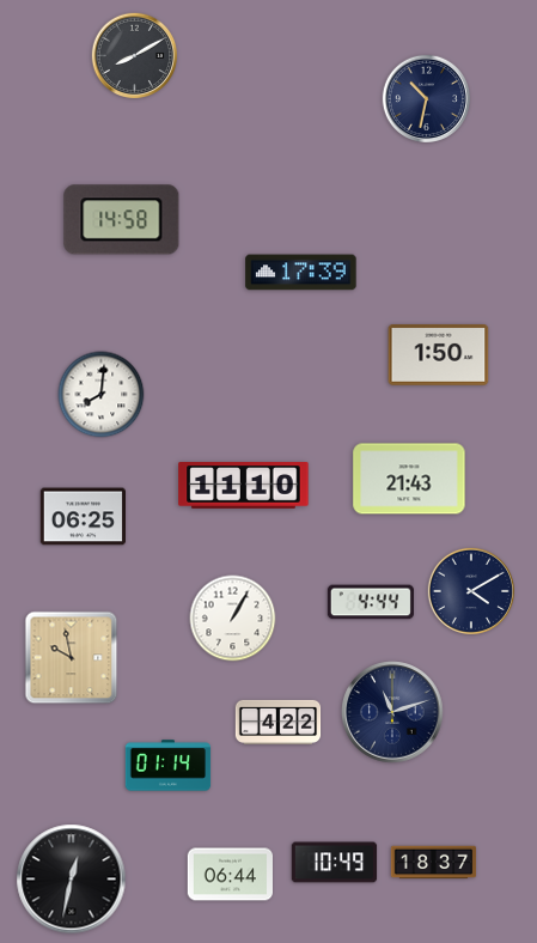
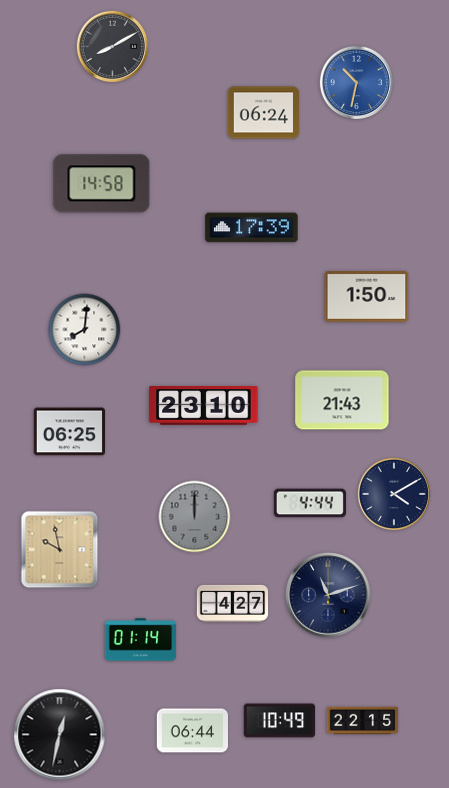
clock at (426, 98) dial: navy -> blue
clock at (264, 113): none -> 06:24
clock at (244, 486): 11:10 -> 23:10
clock at (233, 619): 1:05 -> 12:00
clock at (233, 619) dial: white -> grey
clock at (279, 722): 4:22 -> 4:27
clock at (434, 863): 18:37 -> 22:15
